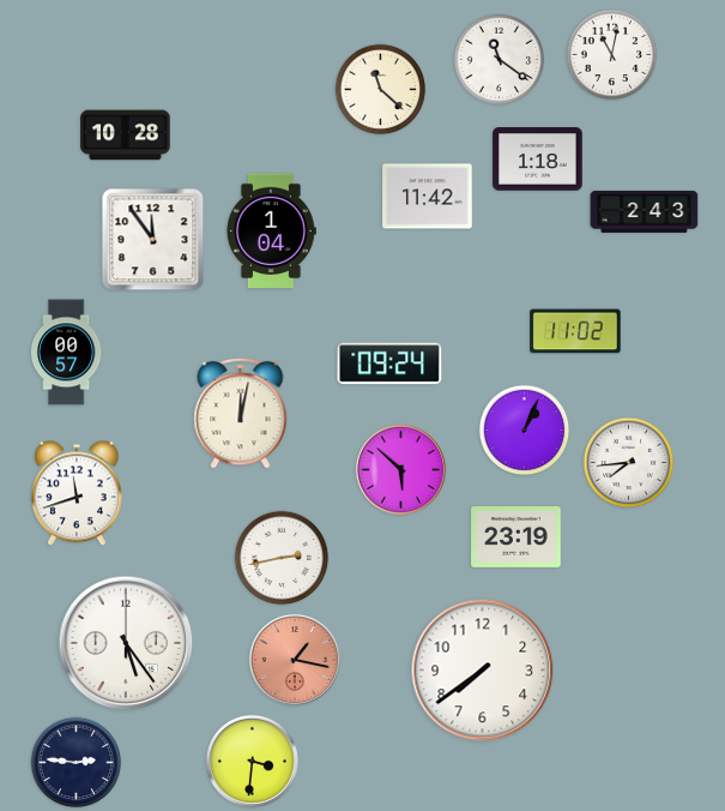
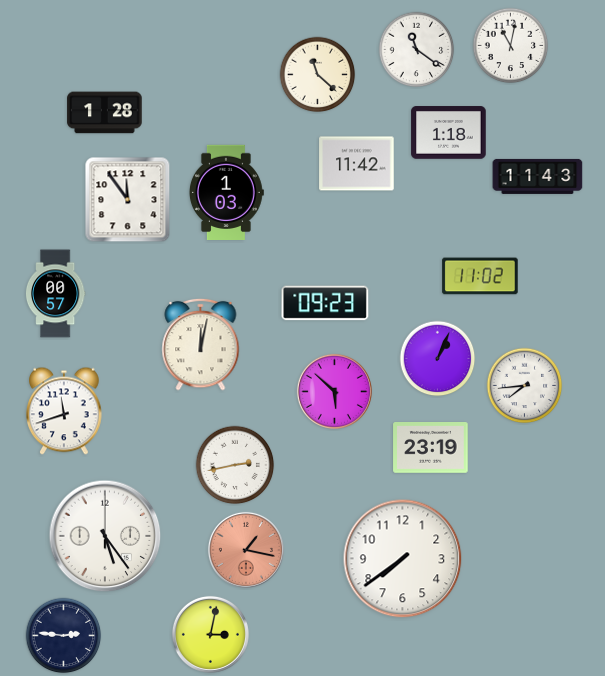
clock at (126, 136): 10:28 -> 1:28
clock at (645, 211): 2:43 -> 11:43
clock at (271, 230): 1:04 -> 1:03
clock at (389, 364): 09:24 -> 09:23
clock at (252, 761): 3:31 -> 3:02
